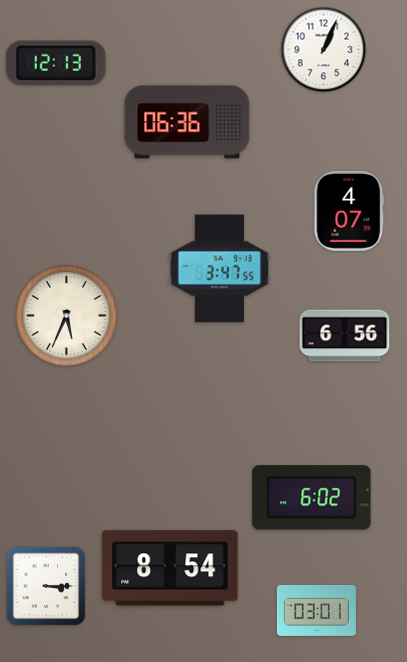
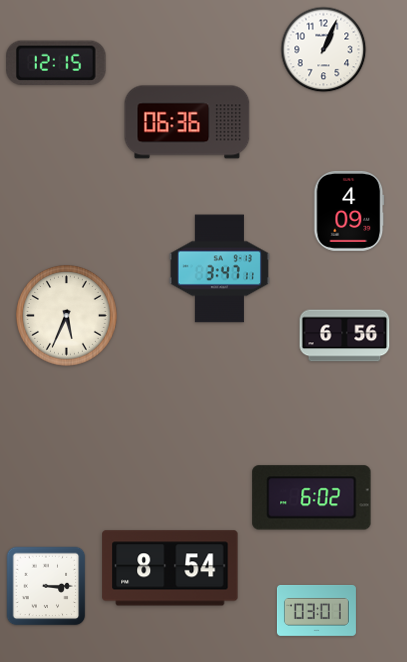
clock at (57, 63): 12:13 -> 12:15
clock at (349, 211): 4:07 -> 4:09
clock at (219, 269): 3:47:55 -> 3:47:11
